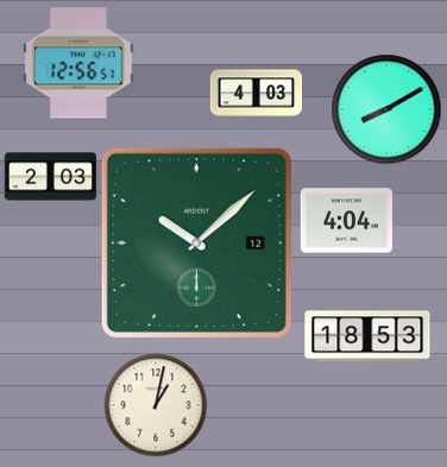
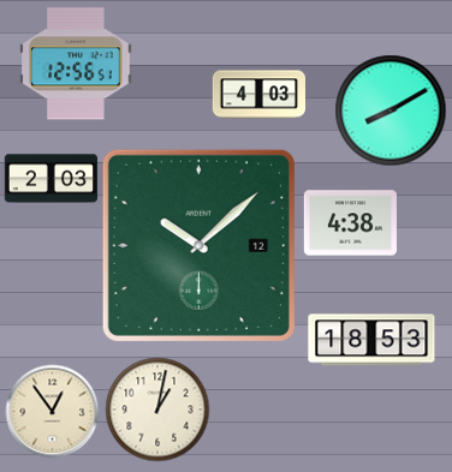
clock at (78, 63) position: (78, 63) -> (76, 64)
clock at (346, 221): 4:04 -> 4:38
clock at (52, 411): none -> 12:54
